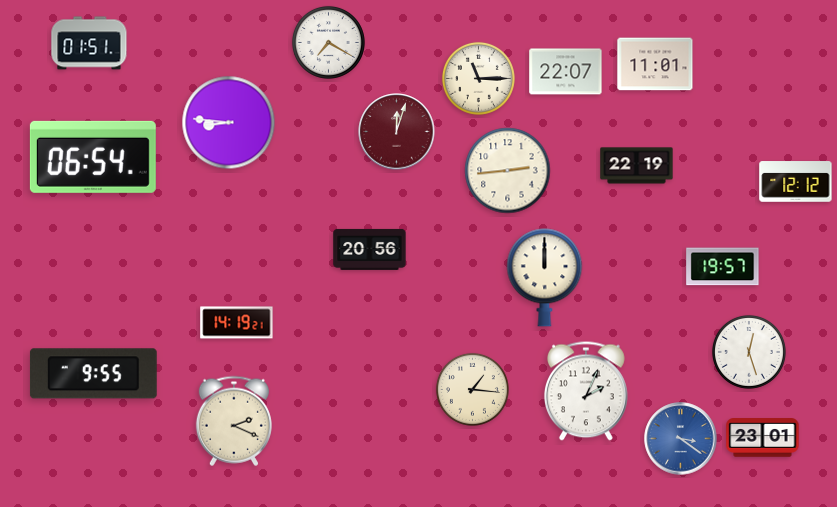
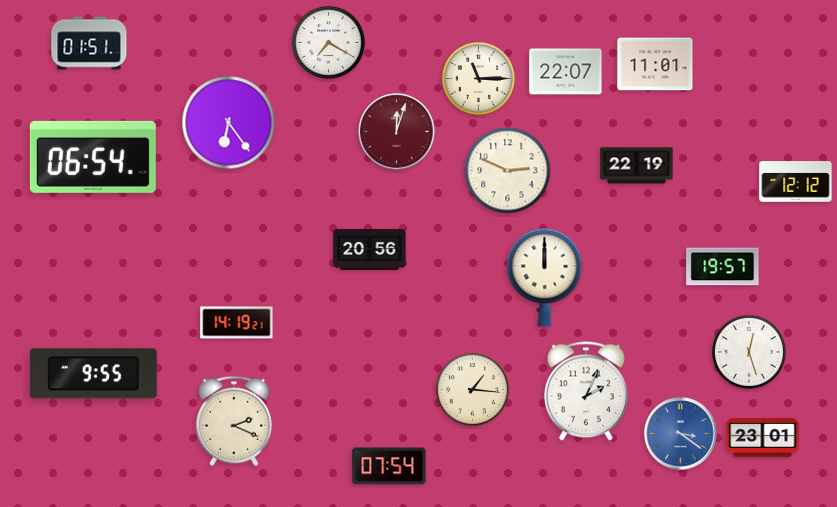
clock at (229, 123): 8:46 -> 6:24
clock at (508, 171): 2:44 -> 2:49
clock at (681, 439) position: (681, 439) -> (681, 434)
clock at (389, 466): none -> 07:54
